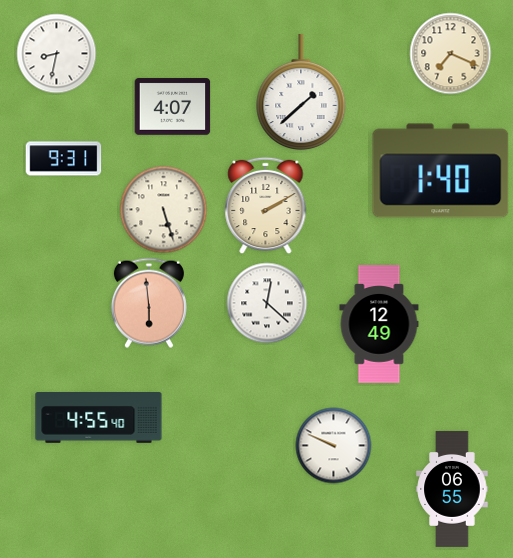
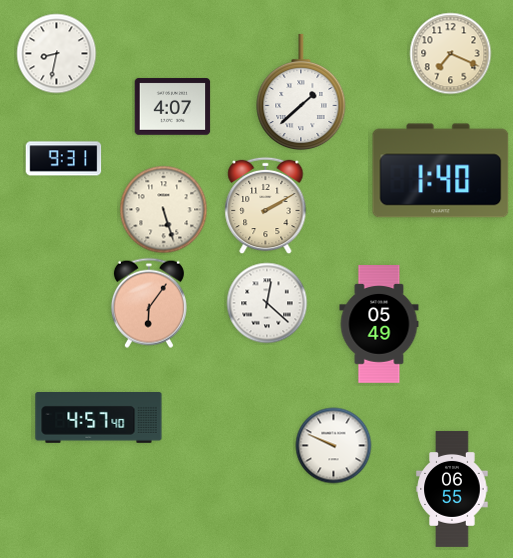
clock at (149, 303): 5:59 -> 6:06
clock at (379, 324): 12:49 -> 05:49
clock at (99, 418): 4:55 -> 4:57
